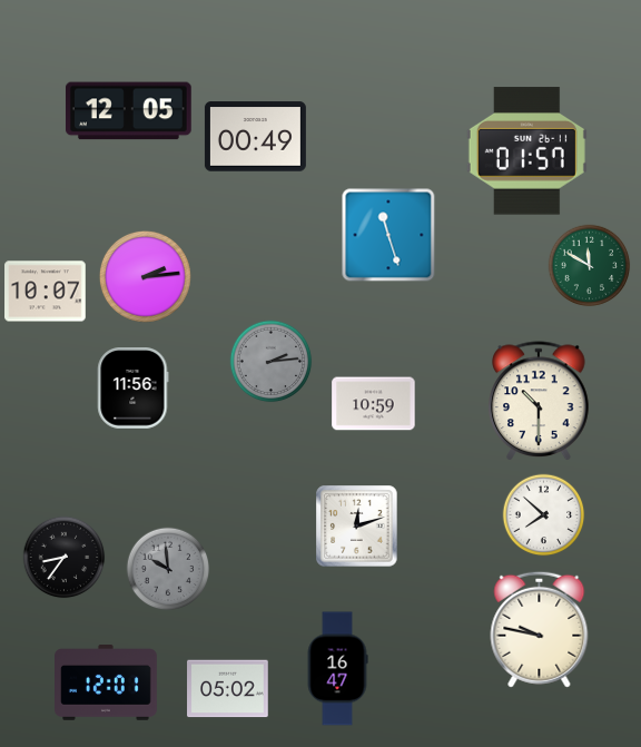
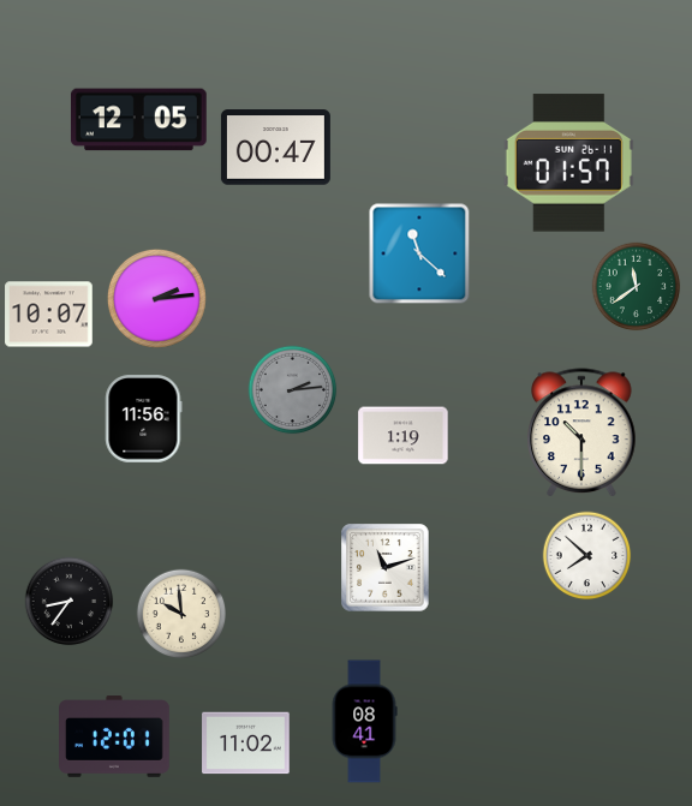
clock at (255, 137): 00:49 -> 00:47
clock at (388, 235): 11:27 -> 11:22
clock at (590, 266): 11:50 -> 11:39
clock at (374, 404): 10:59 -> 1:19
clock at (357, 527): 12:12 -> 11:12
clock at (168, 569) dial: grey -> cream
clock at (540, 629): 9:47 -> none
clock at (337, 669): 16:47 -> 08:41
clock at (228, 689): 05:02 -> 11:02
